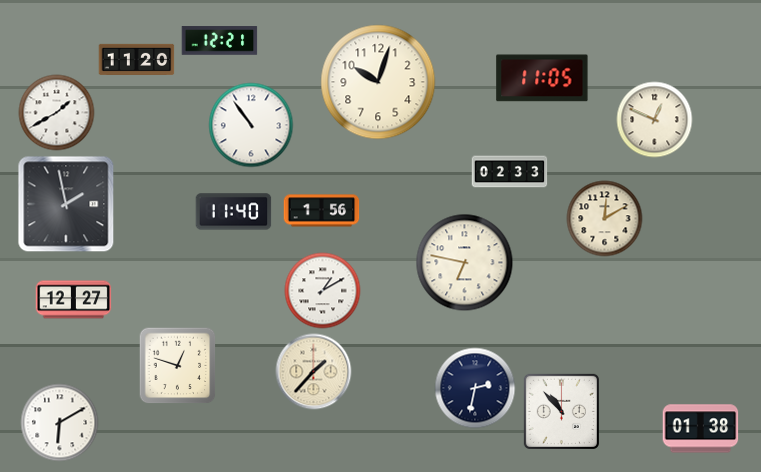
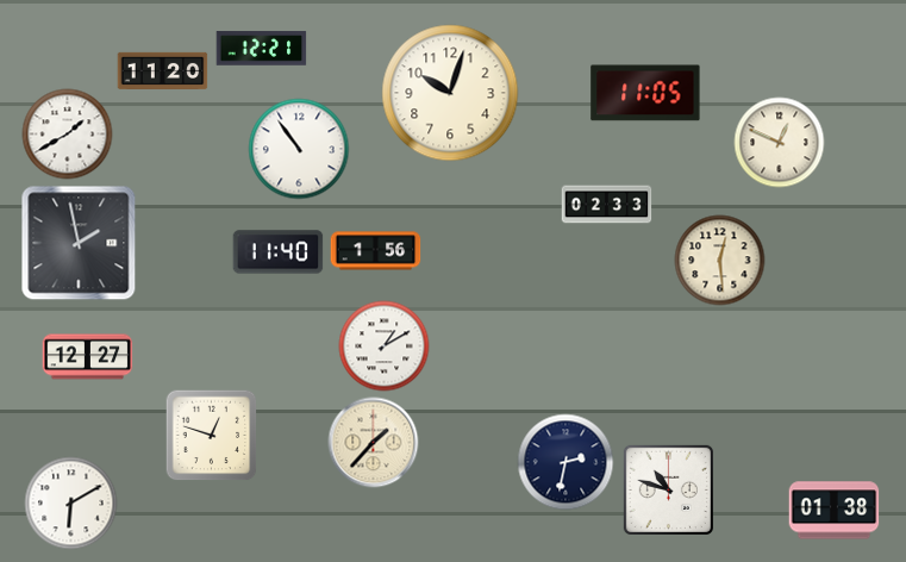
clock at (378, 82) position: (378, 82) -> (450, 93)
clock at (322, 211) position: (322, 211) -> (376, 251)
clock at (605, 219): 12:10 -> 12:29
clock at (465, 263): 6:47 -> none
clock at (561, 411): 10:53 -> 10:48
